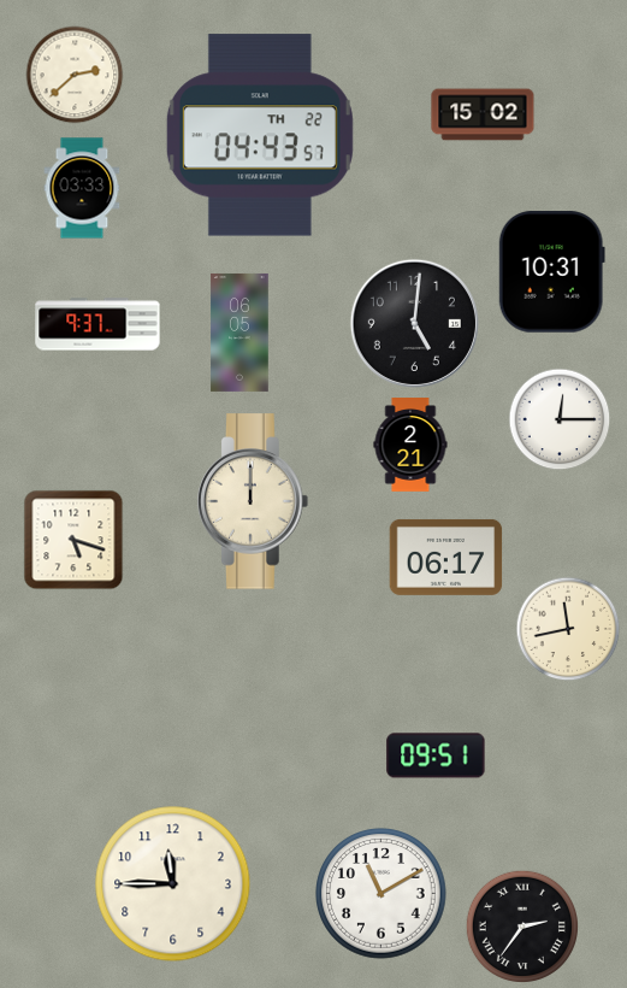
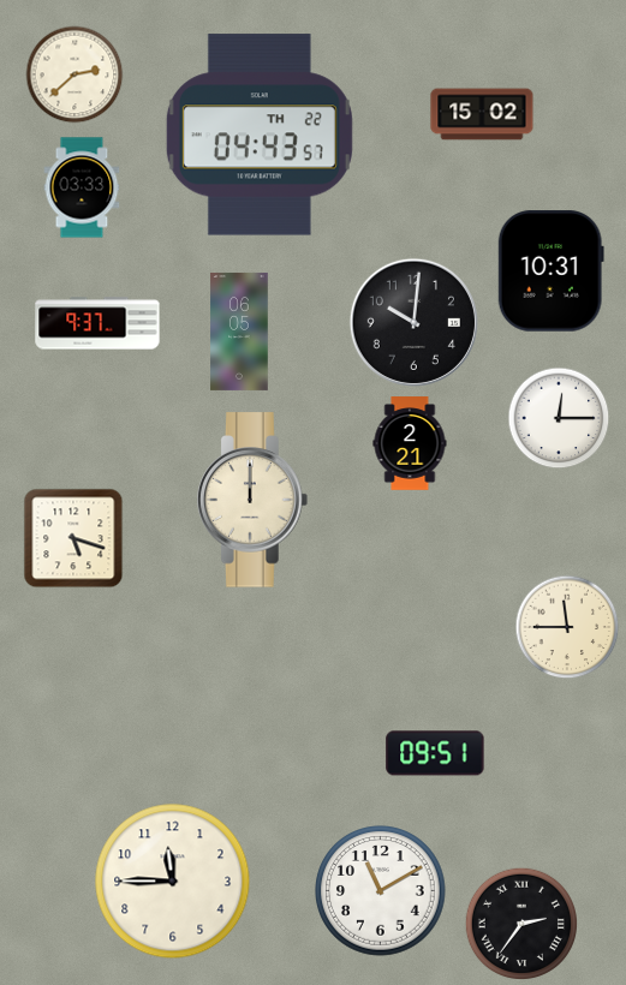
clock at (414, 323): 5:01 -> 10:01
clock at (446, 557): 06:17 -> none
clock at (568, 629): 11:43 -> 11:45
